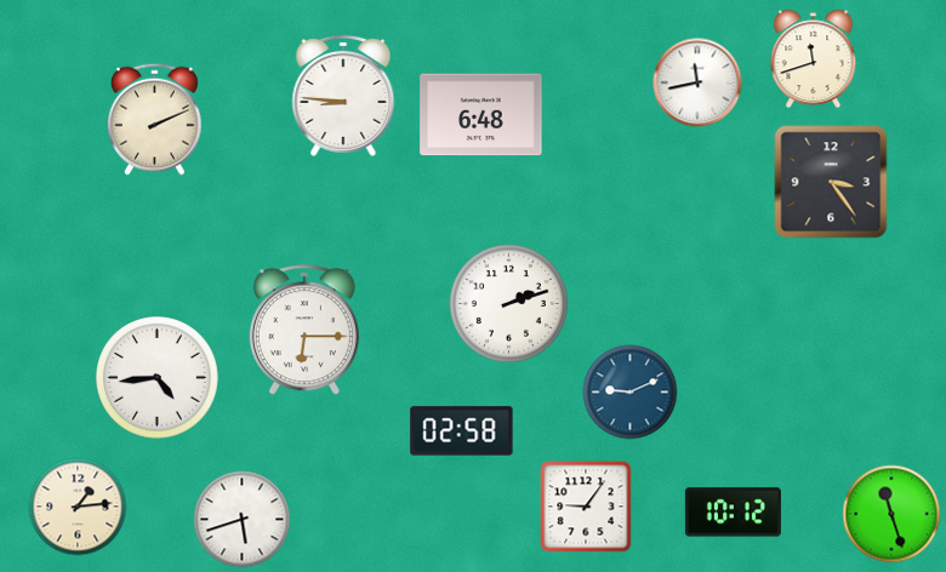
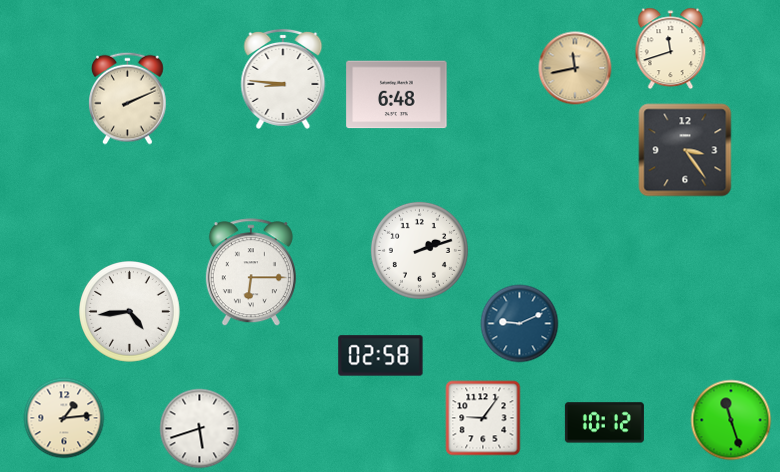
clock at (697, 82) dial: white -> champagne
clock at (891, 514) position: (891, 514) -> (731, 420)
